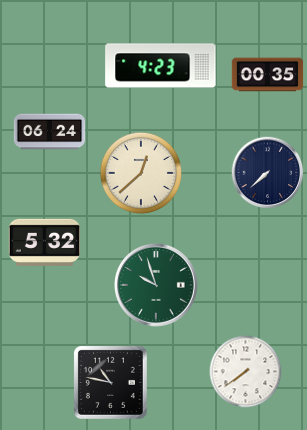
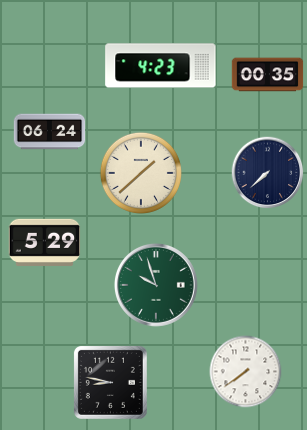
clock at (141, 173): 12:38 -> 1:38
clock at (45, 242): 5:32 -> 5:29
clock at (110, 382): 10:47 -> 8:47
